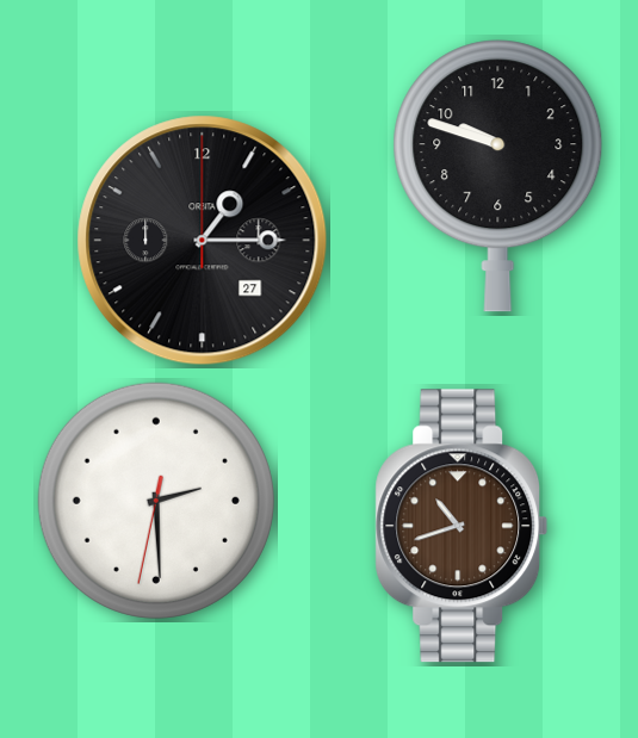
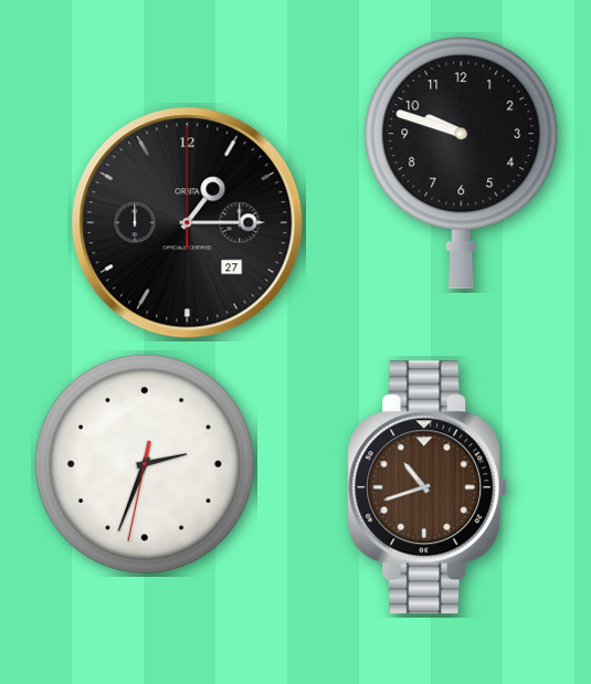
clock at (156, 501): 2:29 -> 2:33
